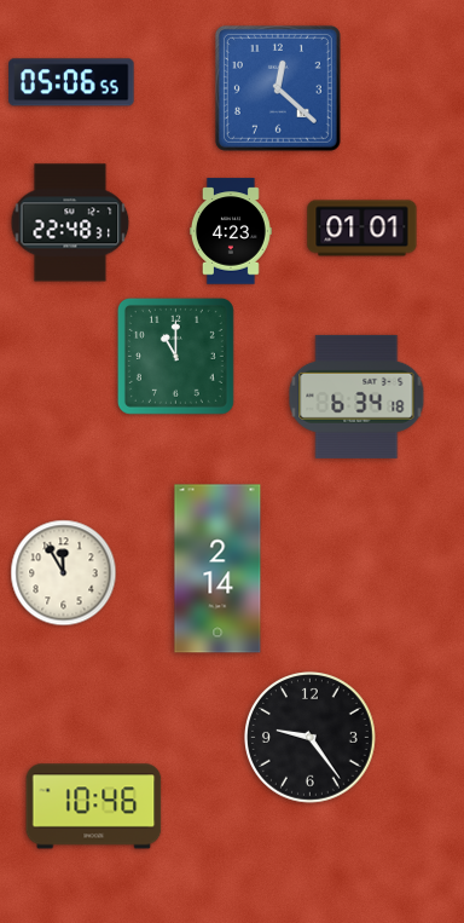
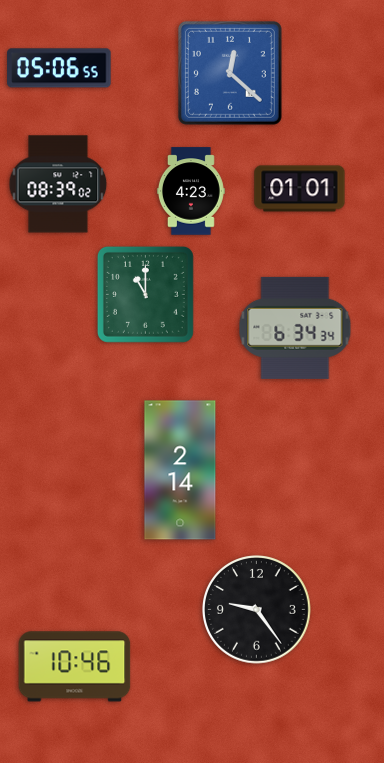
clock at (70, 223): 22:48 -> 08:39
clock at (356, 397): 6:34:18 -> 6:34:34
clock at (64, 573): 11:55 -> none
clock at (94, 807) position: (94, 807) -> (75, 667)
